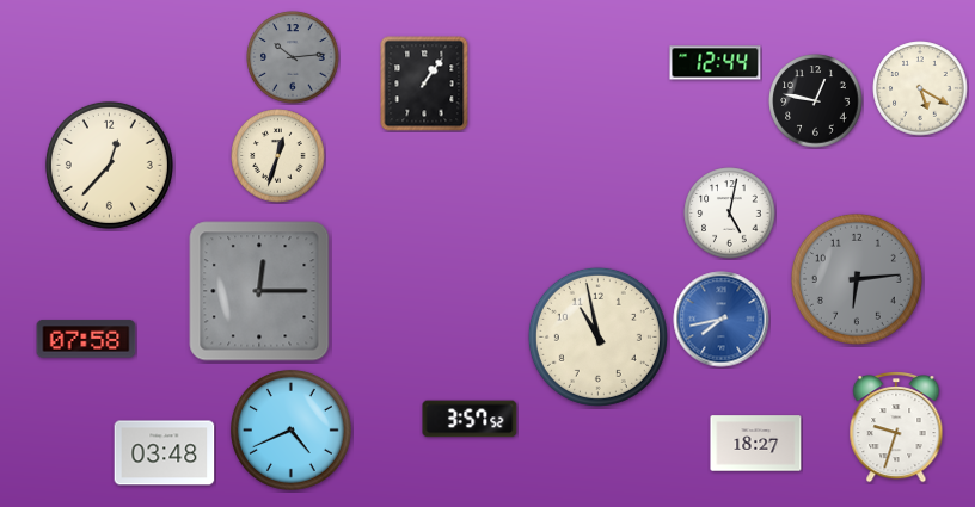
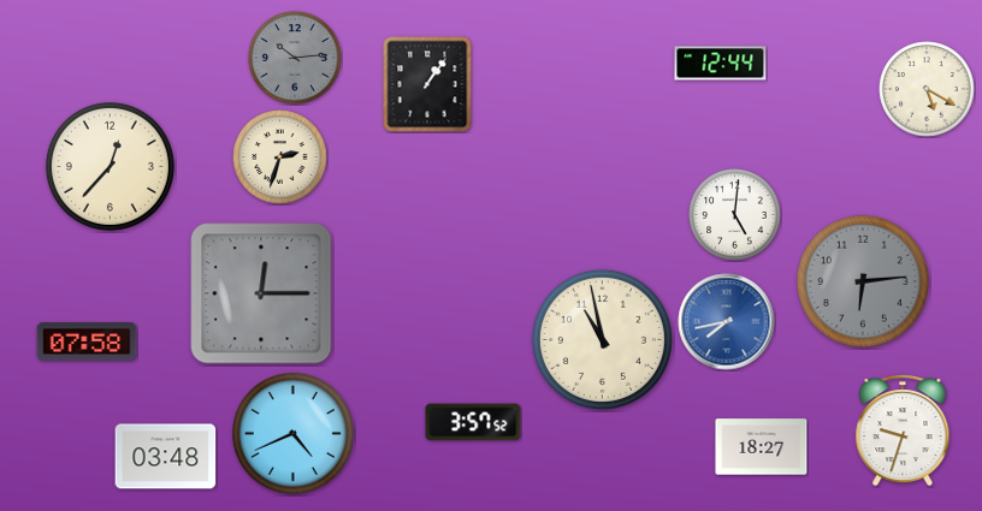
clock at (816, 101): 12:47 -> none
clock at (278, 156): 12:33 -> 2:33
clock at (730, 214): 5:02 -> 5:01
